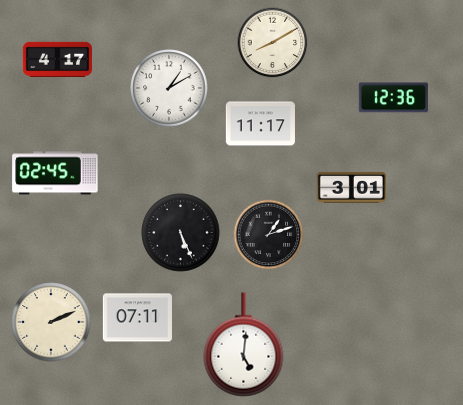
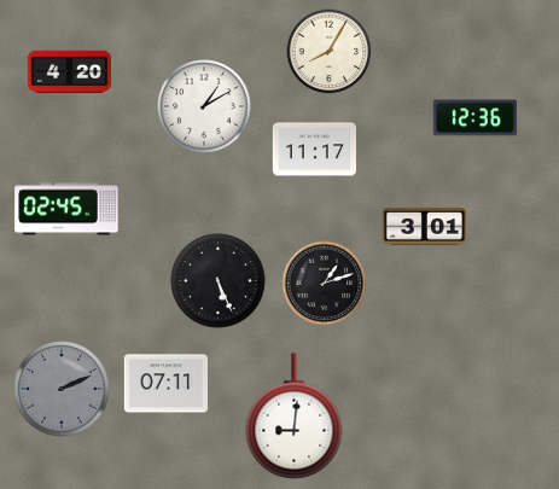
clock at (273, 43): 8:10 -> 8:05
clock at (57, 59): 4:17 -> 4:20
clock at (51, 322) dial: cream -> grey
clock at (244, 345): 5:01 -> 9:01
